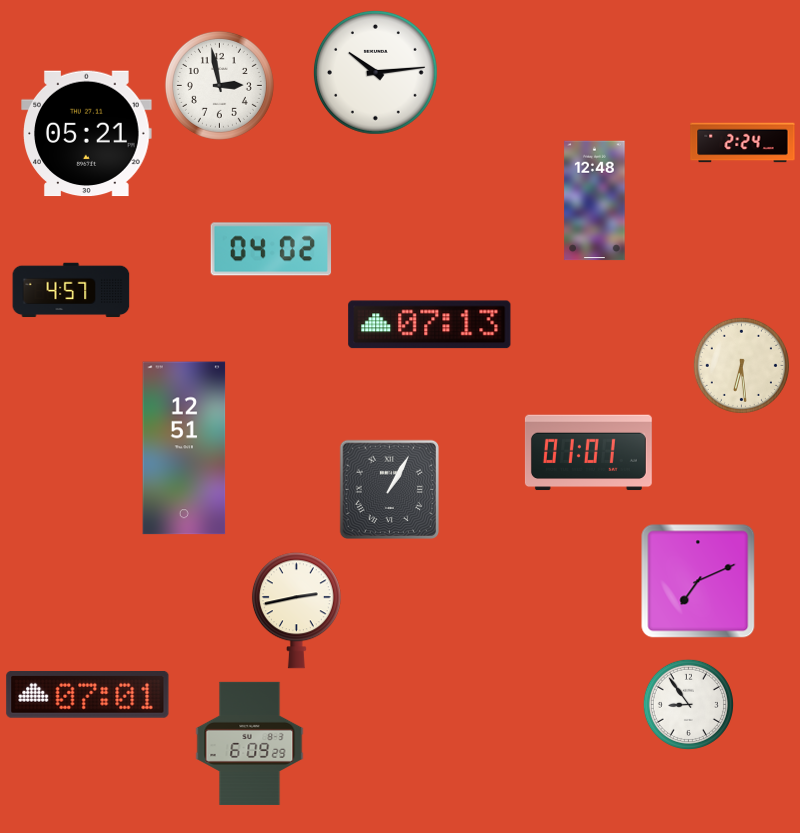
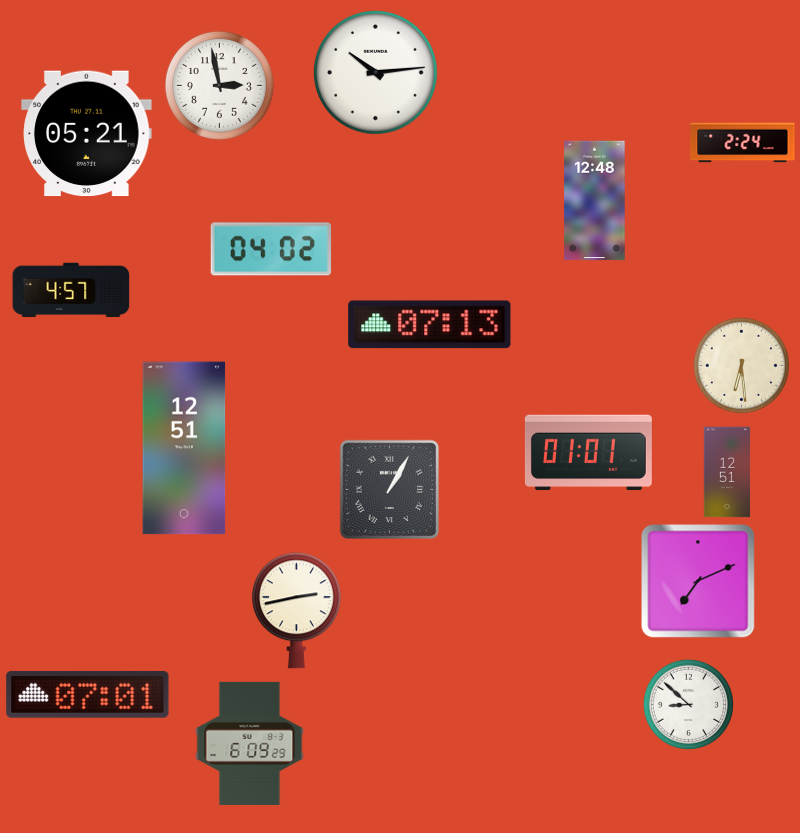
clock at (727, 472): none -> 12:51
clock at (688, 704): 8:54 -> 8:52
